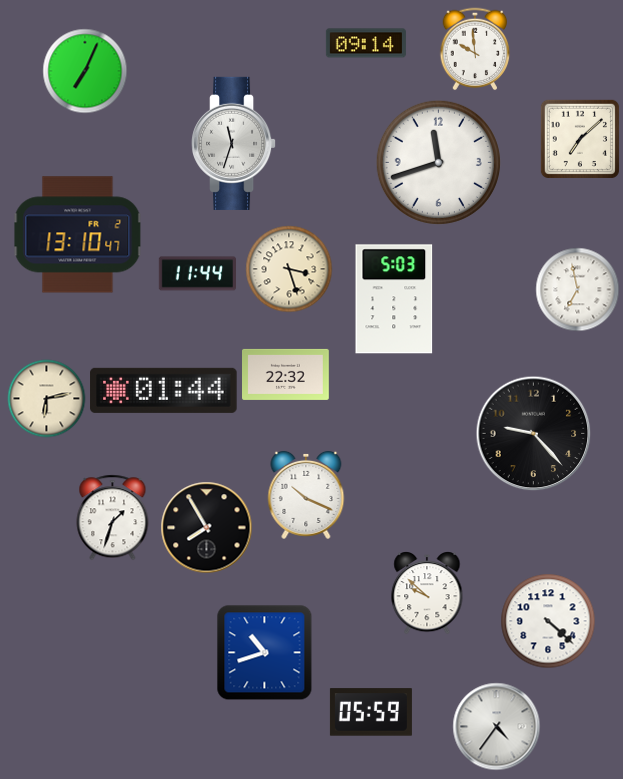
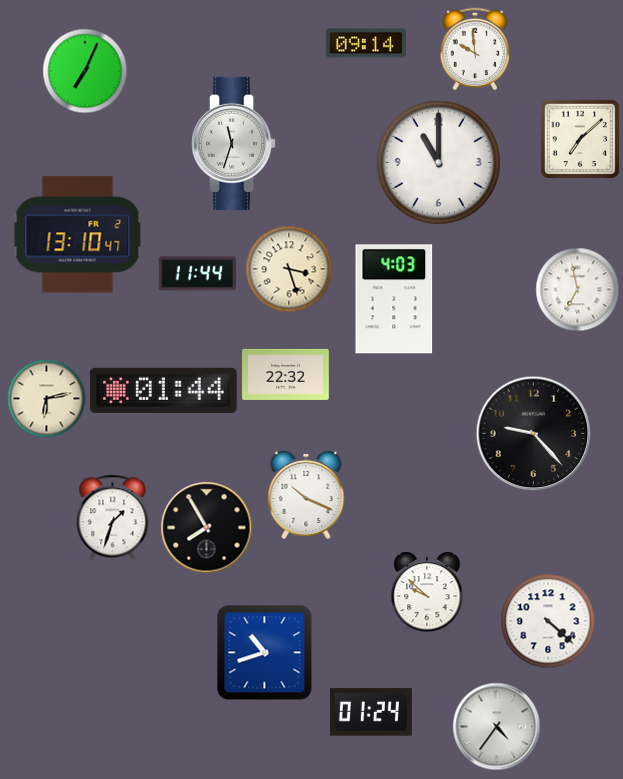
clock at (438, 162): 11:42 -> 11:00
clock at (394, 299): 5:03 -> 4:03
clock at (371, 712): 05:59 -> 01:24
